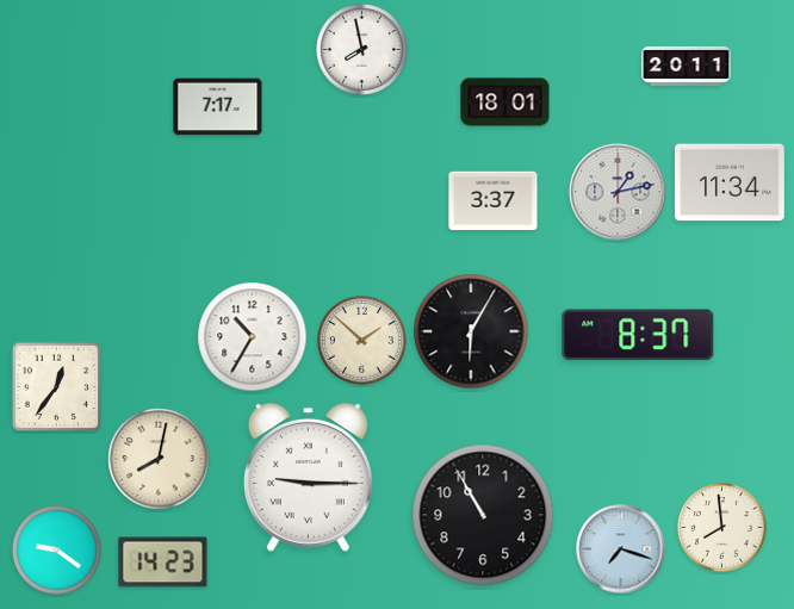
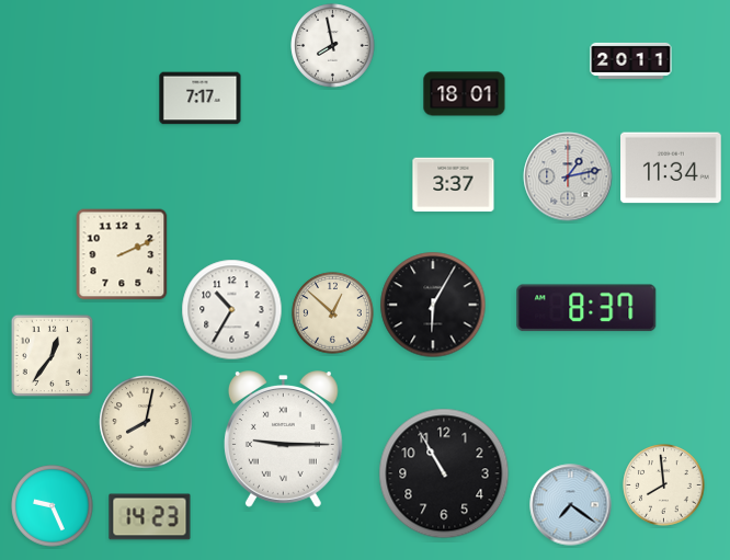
clock at (122, 254): none -> 2:11
clock at (362, 341): 1:52 -> 12:52
clock at (621, 549): 7:18 -> 7:21
clock at (57, 551): 9:21 -> 9:26
